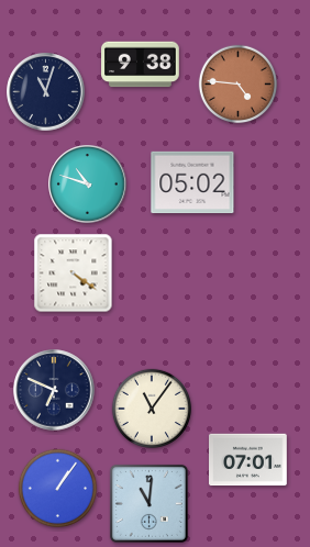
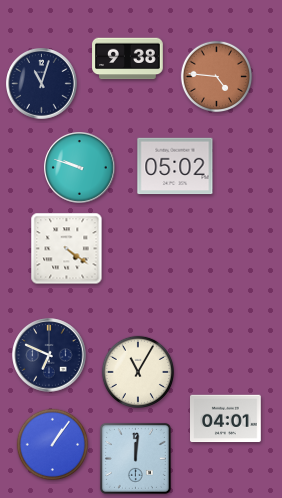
clock at (88, 185): 10:48 -> 9:48
clock at (151, 408): 11:06 -> 11:05
clock at (248, 460): 07:01 -> 04:01
clock at (148, 503): 11:01 -> 12:01
